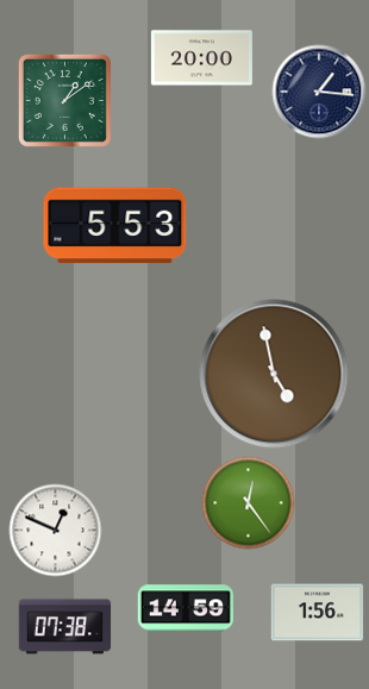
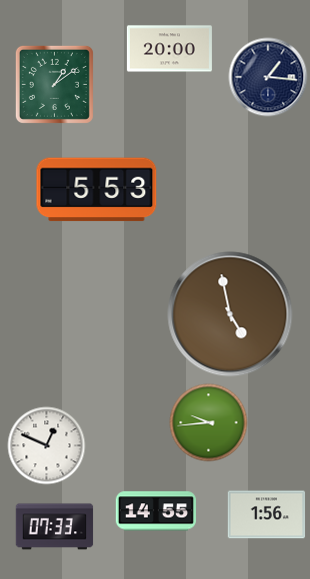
clock at (248, 502): 12:24 -> 9:44
clock at (186, 608): 14:59 -> 14:55
clock at (64, 627): 07:38 -> 07:33
